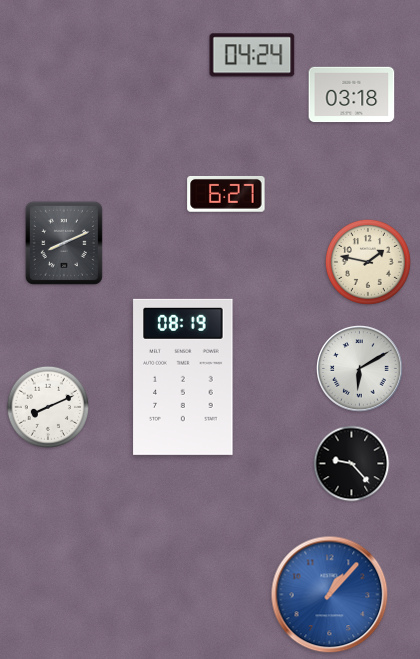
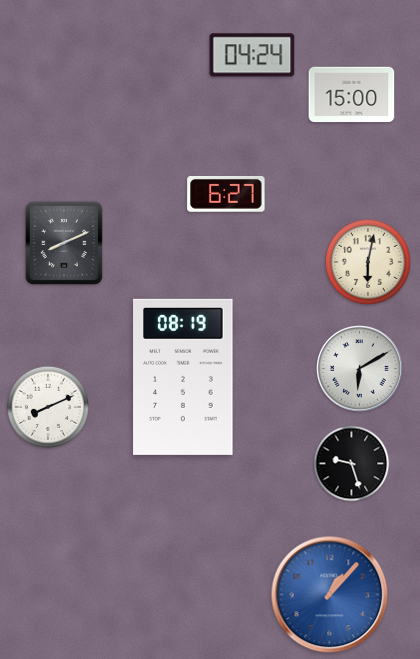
clock at (352, 95): 03:18 -> 15:00
clock at (368, 262): 1:47 -> 6:02
clock at (352, 464): 9:23 -> 9:27
